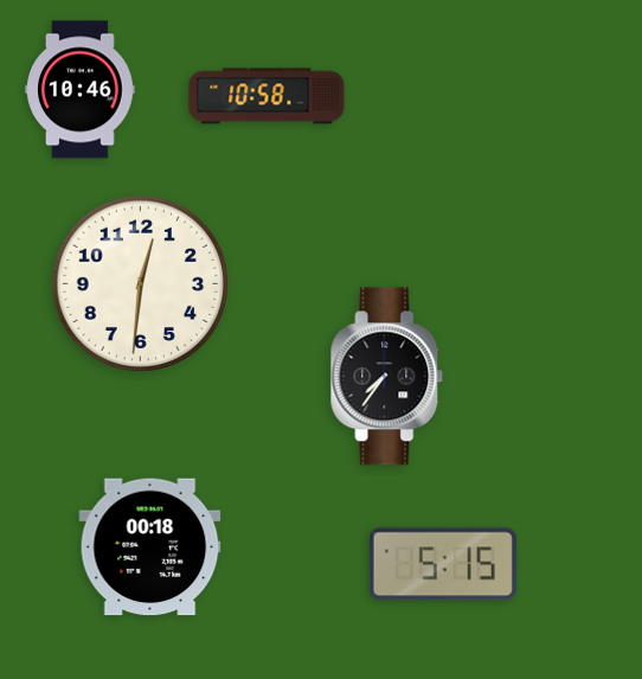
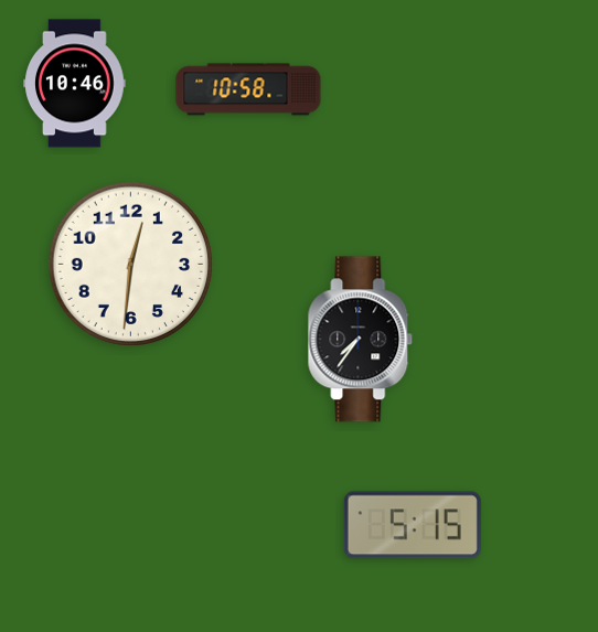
clock at (387, 377) position: (387, 377) -> (361, 340)
clock at (150, 547): 00:18 -> none
